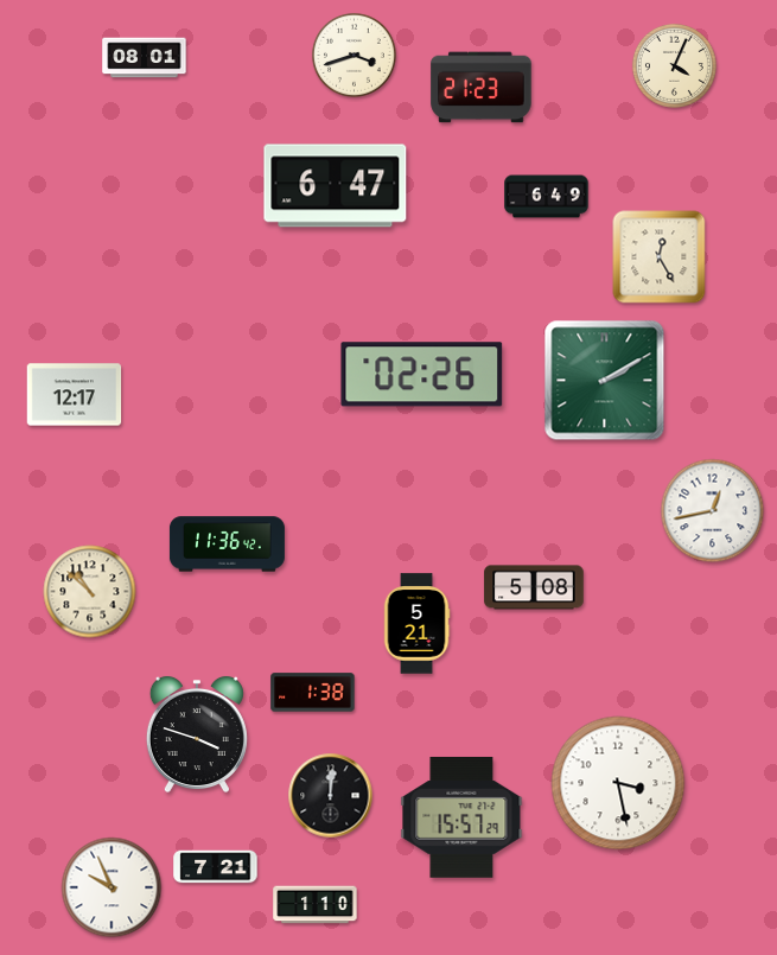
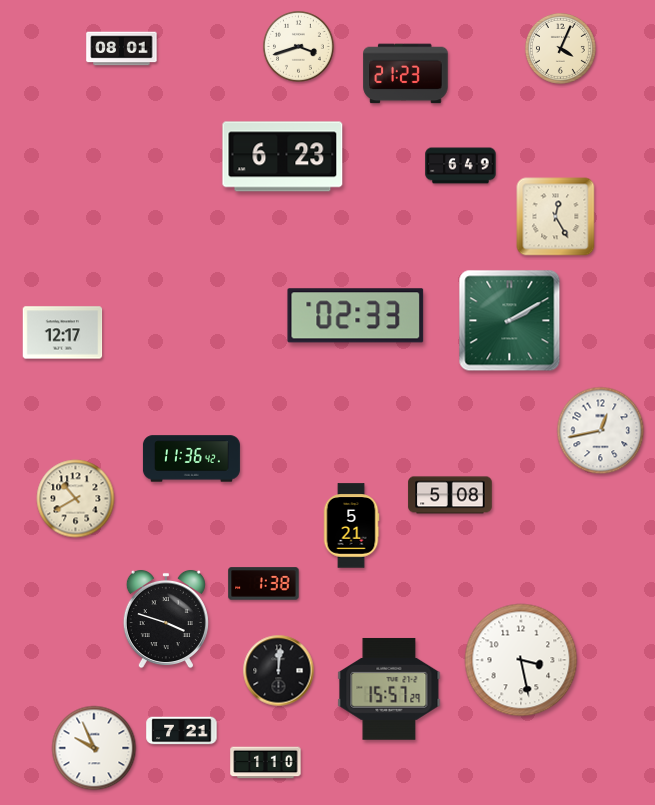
clock at (674, 65) position: (674, 65) -> (560, 48)
clock at (336, 186): 6:47 -> 6:23
clock at (422, 375): 02:26 -> 02:33
clock at (90, 592): 10:52 -> 10:40
